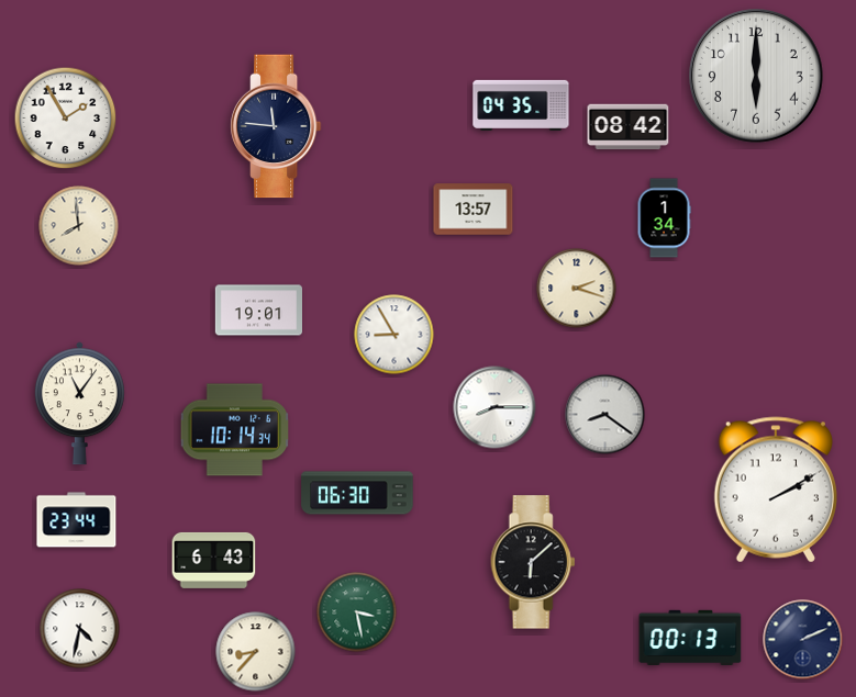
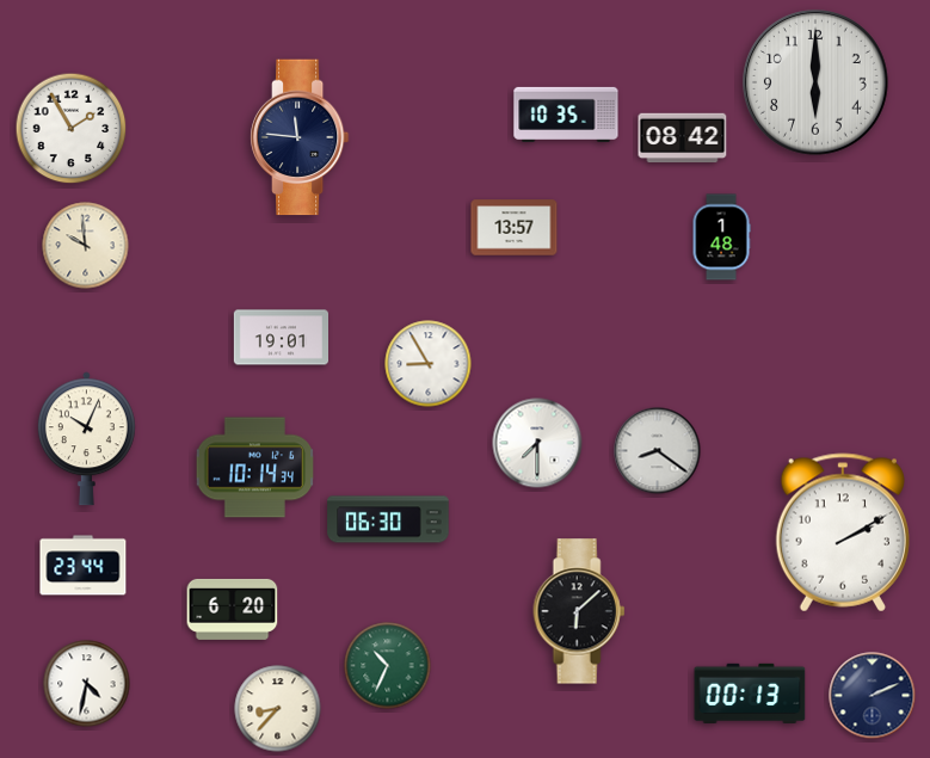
clock at (757, 77) position: (757, 77) -> (817, 84)
clock at (521, 104): 04:35 -> 10:35
clock at (664, 218): 1:34 -> 1:48
clock at (79, 226): 7:59 -> 9:59
clock at (577, 289): 2:18 -> none
clock at (79, 404): 11:06 -> 10:04
clock at (494, 407): 8:15 -> 7:30
clock at (357, 493) position: (357, 493) -> (388, 519)
clock at (214, 560): 6:43 -> 6:20
clock at (357, 612): 3:28 -> 10:34
